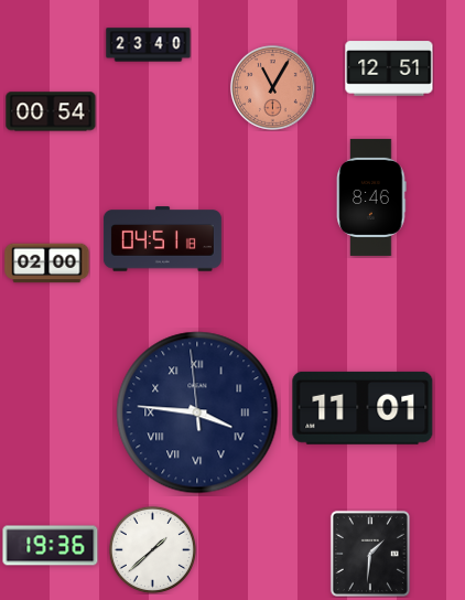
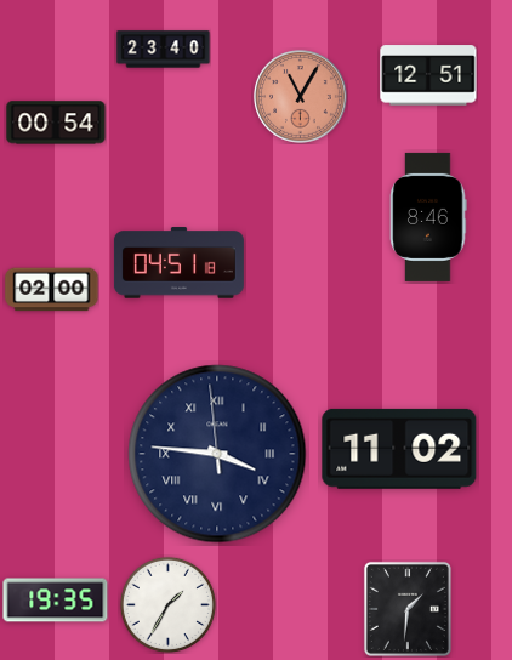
clock at (371, 197) position: (371, 197) -> (428, 217)
clock at (363, 408): 11:01 -> 11:02
clock at (51, 546): 19:36 -> 19:35
clock at (152, 549): 1:38 -> 1:35
